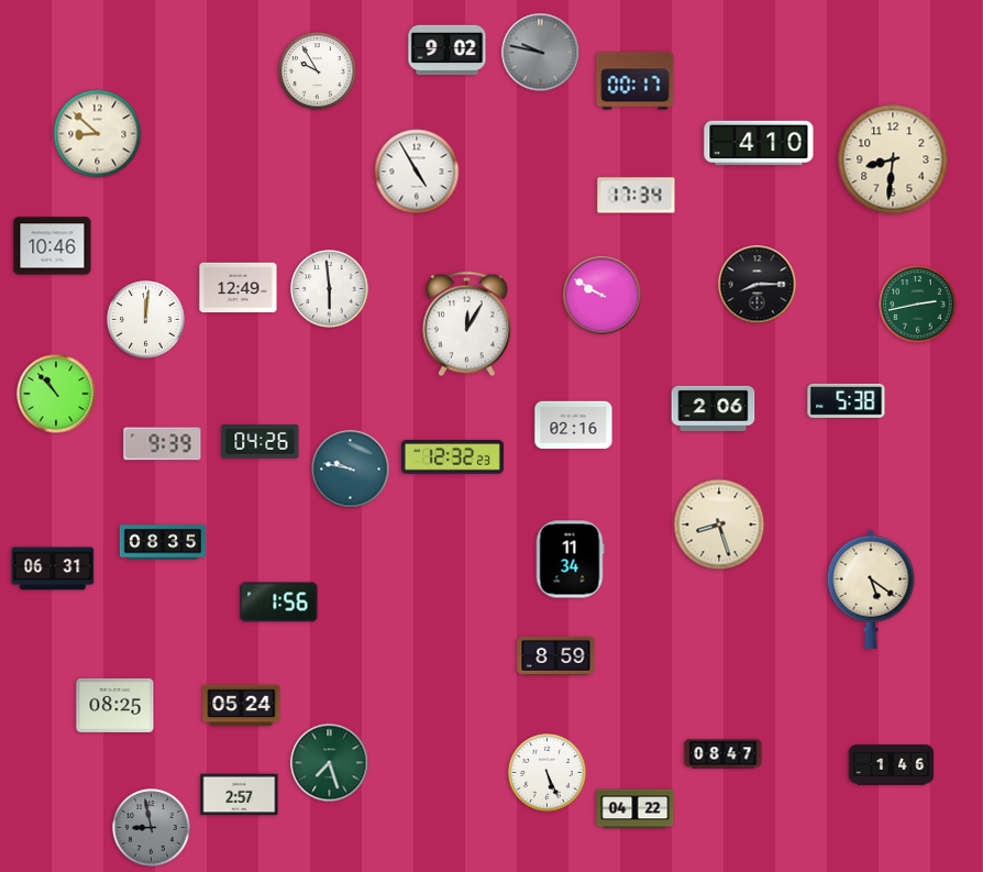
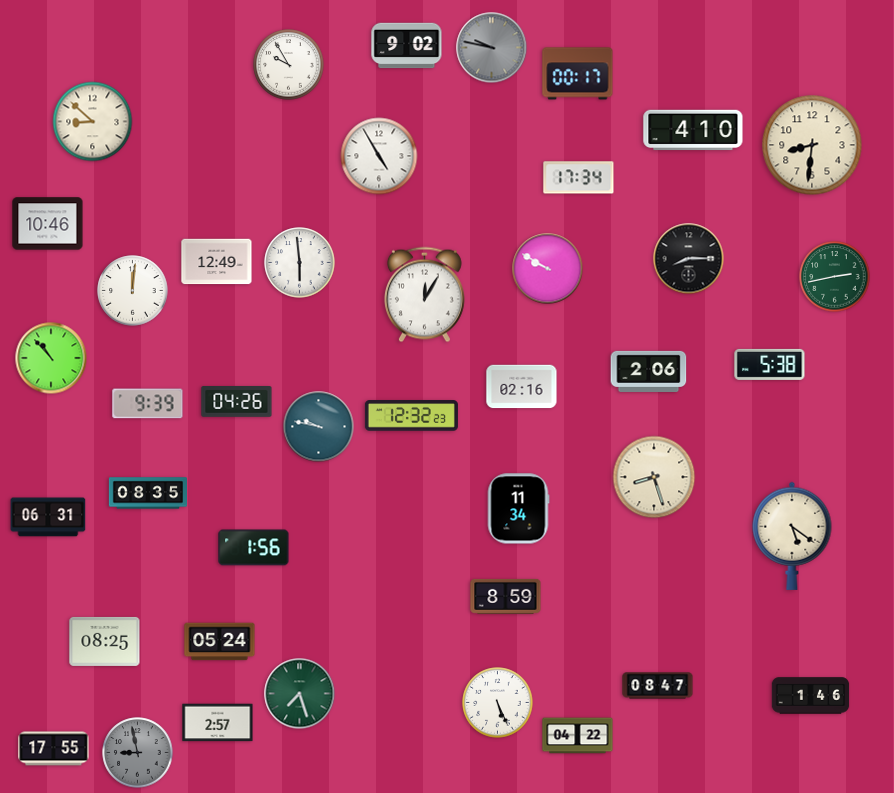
clock at (98, 134) position: (98, 134) -> (93, 122)
clock at (759, 143) position: (759, 143) -> (693, 130)
clock at (54, 749): none -> 17:55
